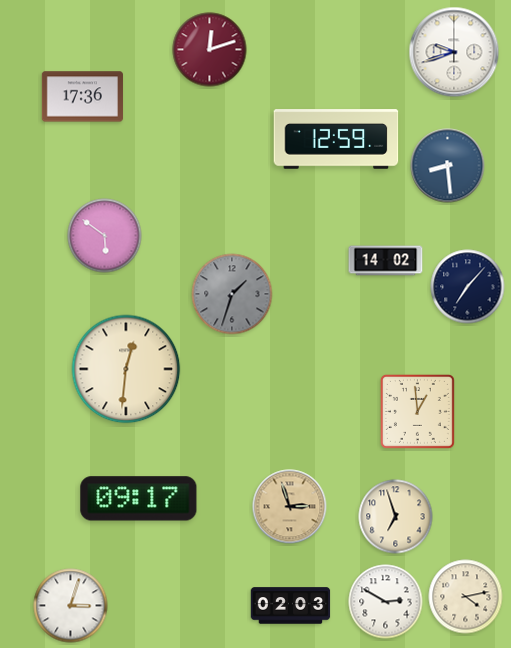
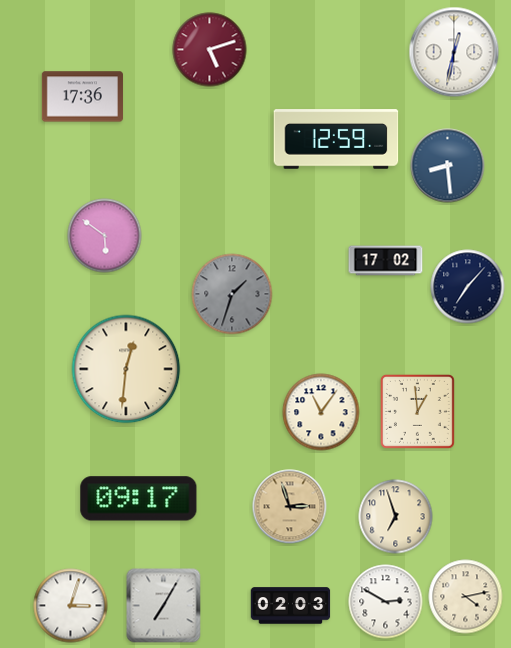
clock at (210, 50): 12:12 -> 5:12
clock at (454, 52): 9:42 -> 12:32
clock at (386, 261): 14:02 -> 17:02
clock at (321, 412): none -> 11:06
clock at (164, 606): none -> 7:05
